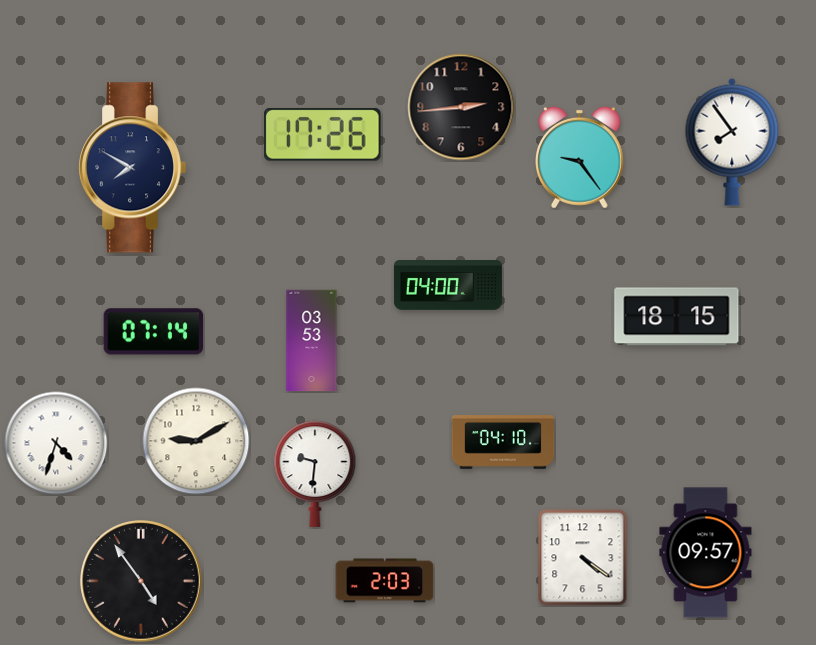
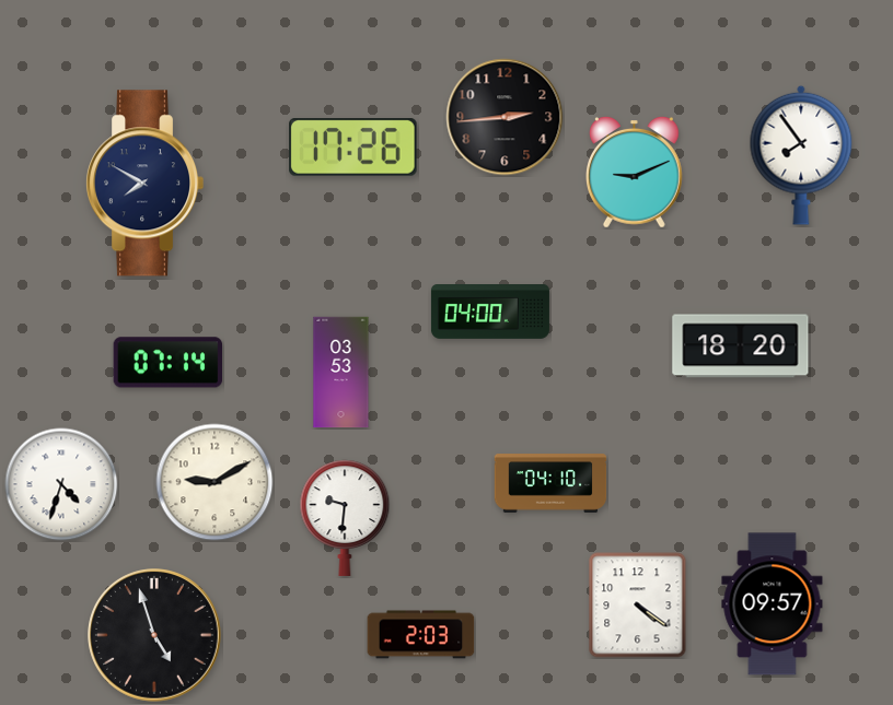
clock at (580, 158): 9:24 -> 9:11
clock at (677, 317): 18:15 -> 18:20
clock at (583, 558) position: (583, 558) -> (638, 606)
clock at (141, 581): 4:54 -> 4:57
